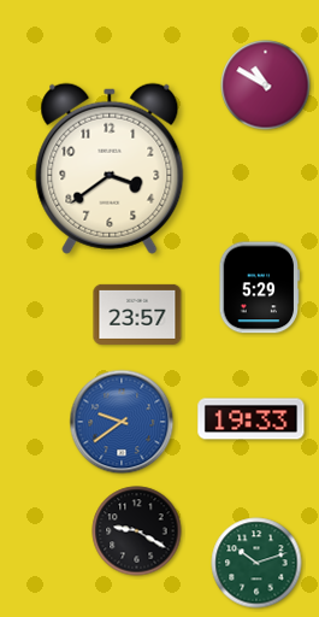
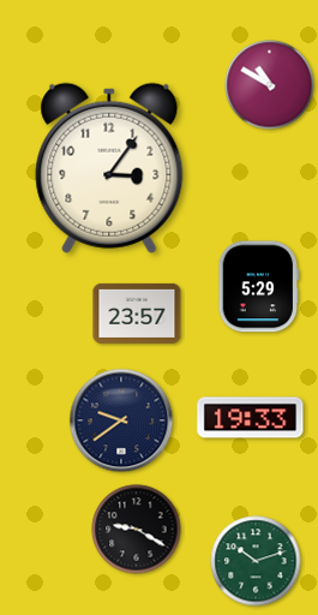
clock at (266, 86) position: (266, 86) -> (270, 85)
clock at (110, 169): 3:39 -> 3:06
clock at (122, 422) dial: blue -> navy
